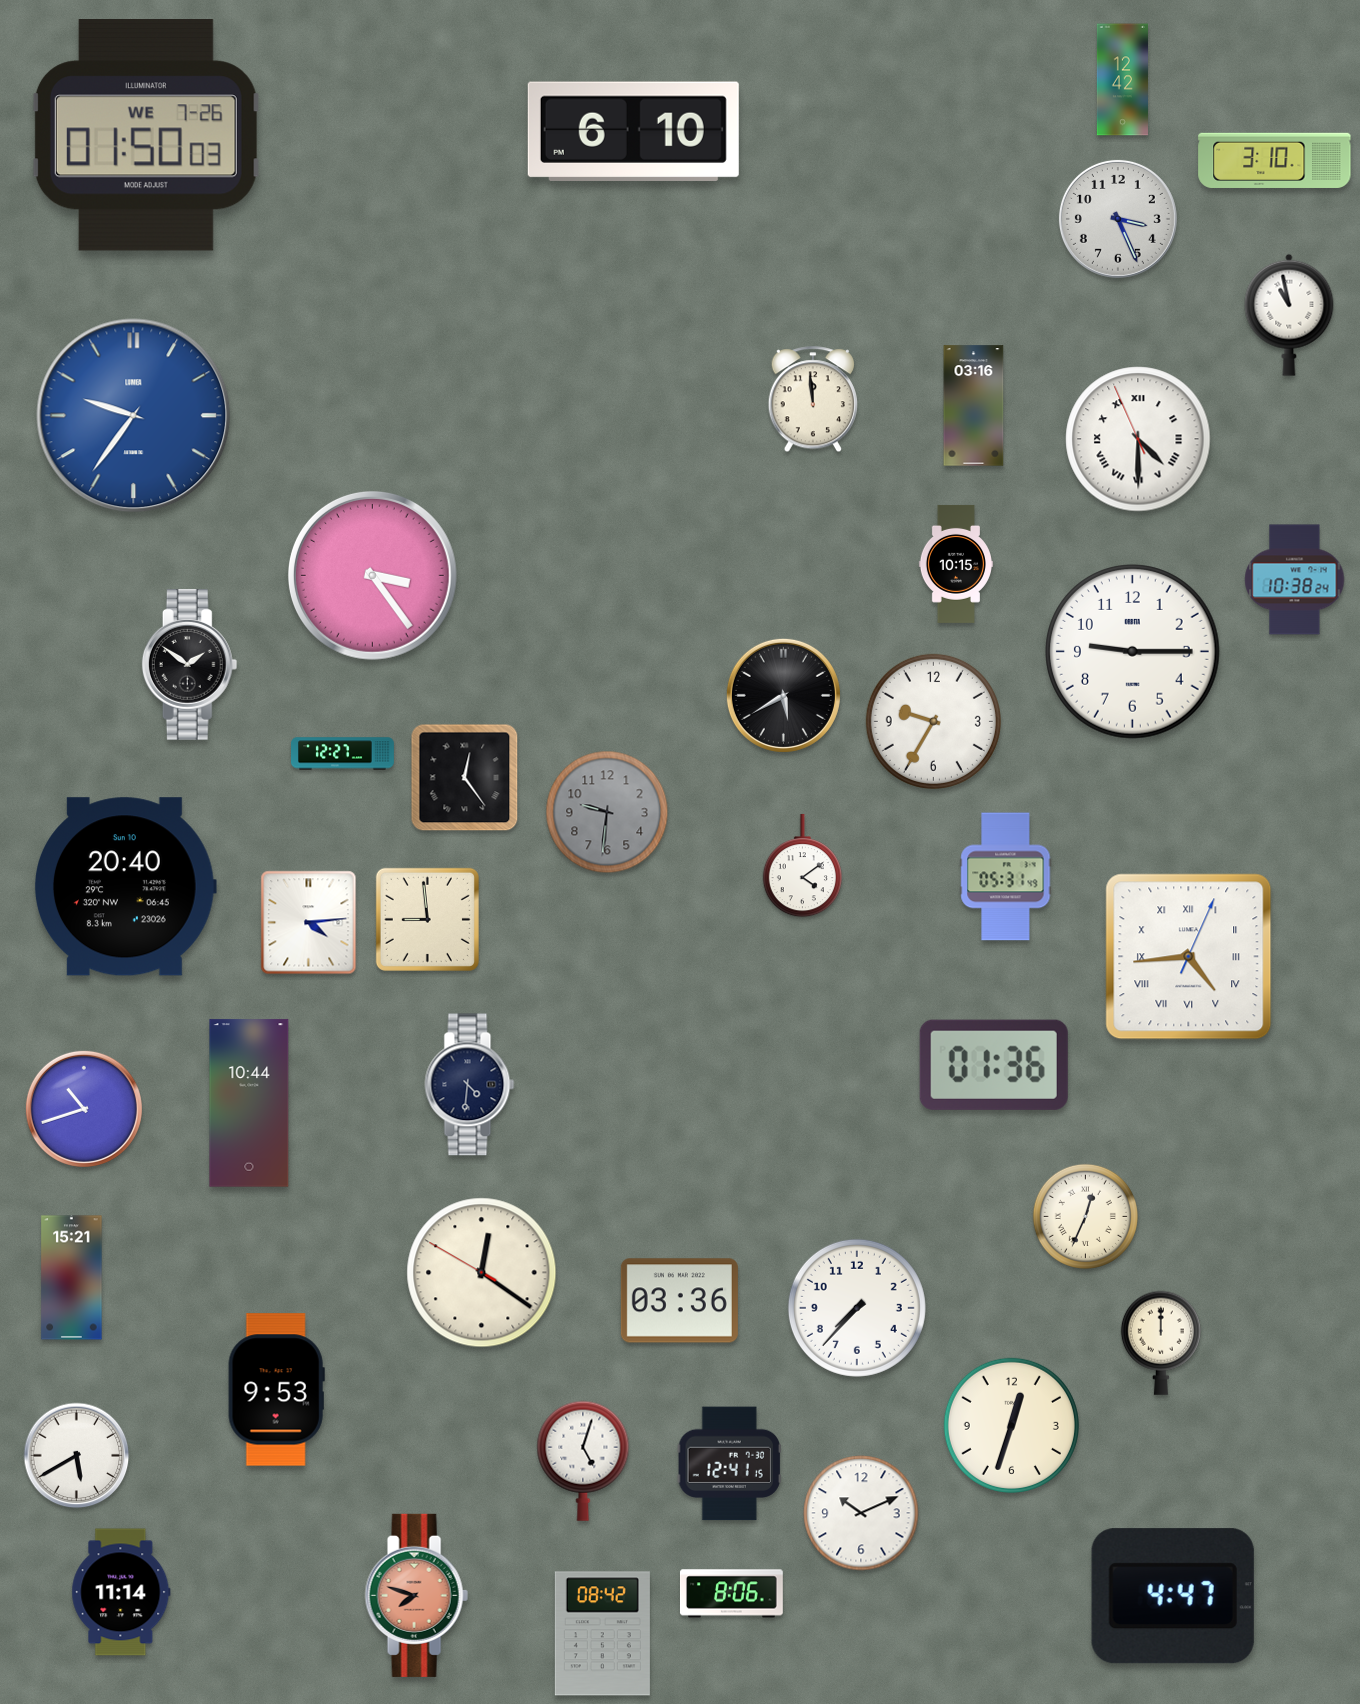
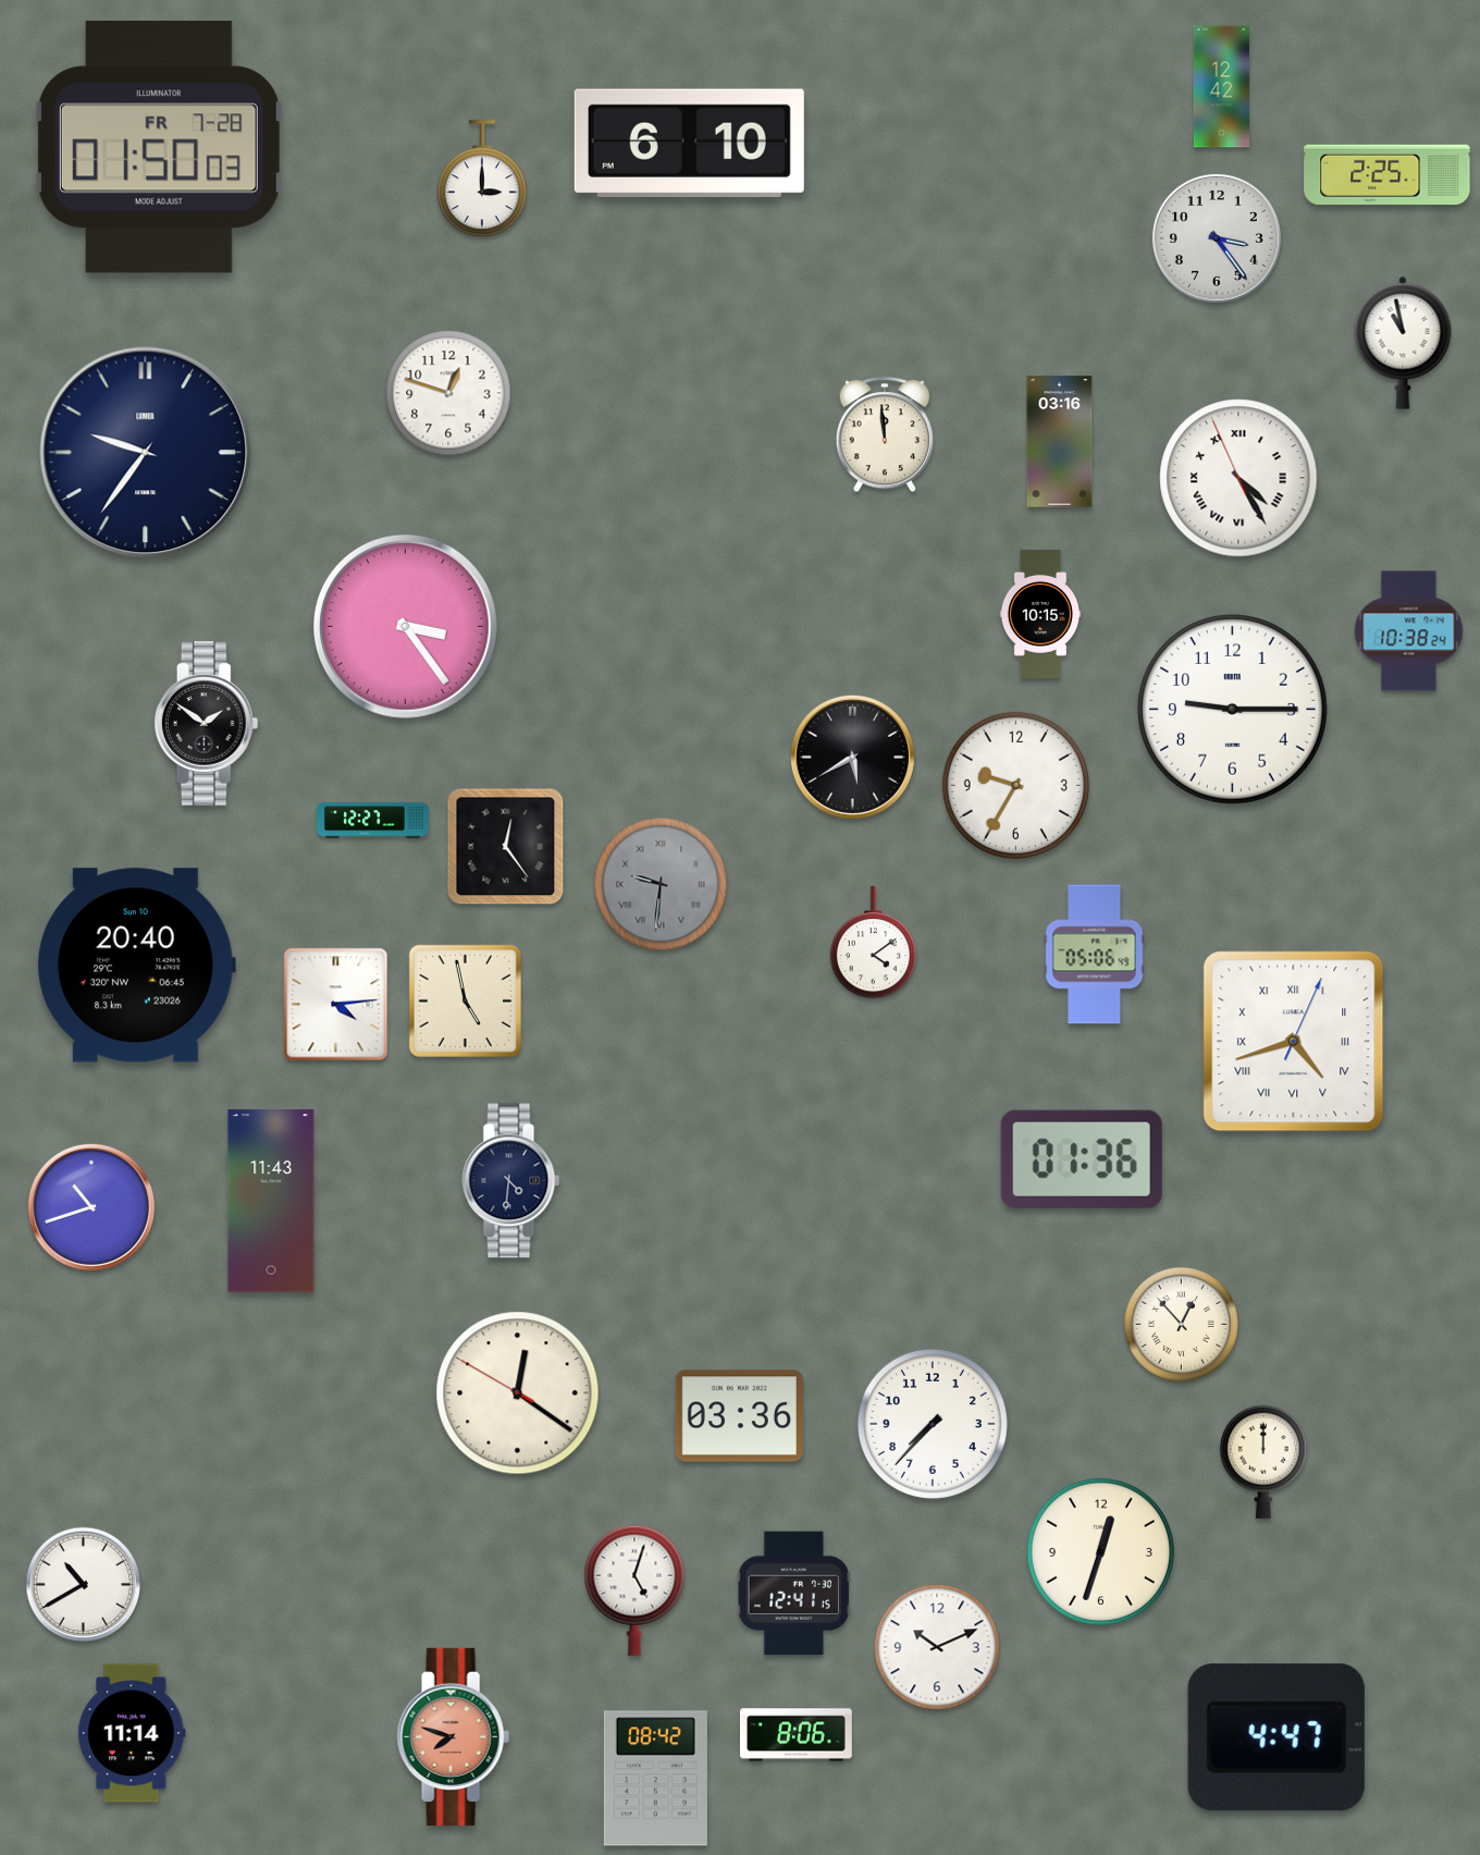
clock at (146, 135) date: WE 7-26 -> FR 7-28
clock at (1275, 160): 3:10 -> 2:25
clock at (482, 180): none -> 3:00
clock at (1118, 219): 3:26 -> 3:24
clock at (448, 393): none -> 12:48
clock at (134, 416) dial: blue -> navy
clock at (1138, 439): 4:29 -> 4:24
clock at (607, 812) numerals: Arabic -> Roman
clock at (1006, 877): 05:31 -> 05:06
clock at (427, 919): 8:59 -> 4:58
clock at (1189, 957): 4:44 -> 4:42
clock at (249, 1103): 10:44 -> 11:43
clock at (1085, 1216): 12:34 -> 12:53
clock at (482, 1273) position: (482, 1273) -> (518, 1393)
clock at (72, 1278): 15:21 -> none
clock at (276, 1390): 9:53 -> none
clock at (77, 1456): 5:40 -> 10:40
